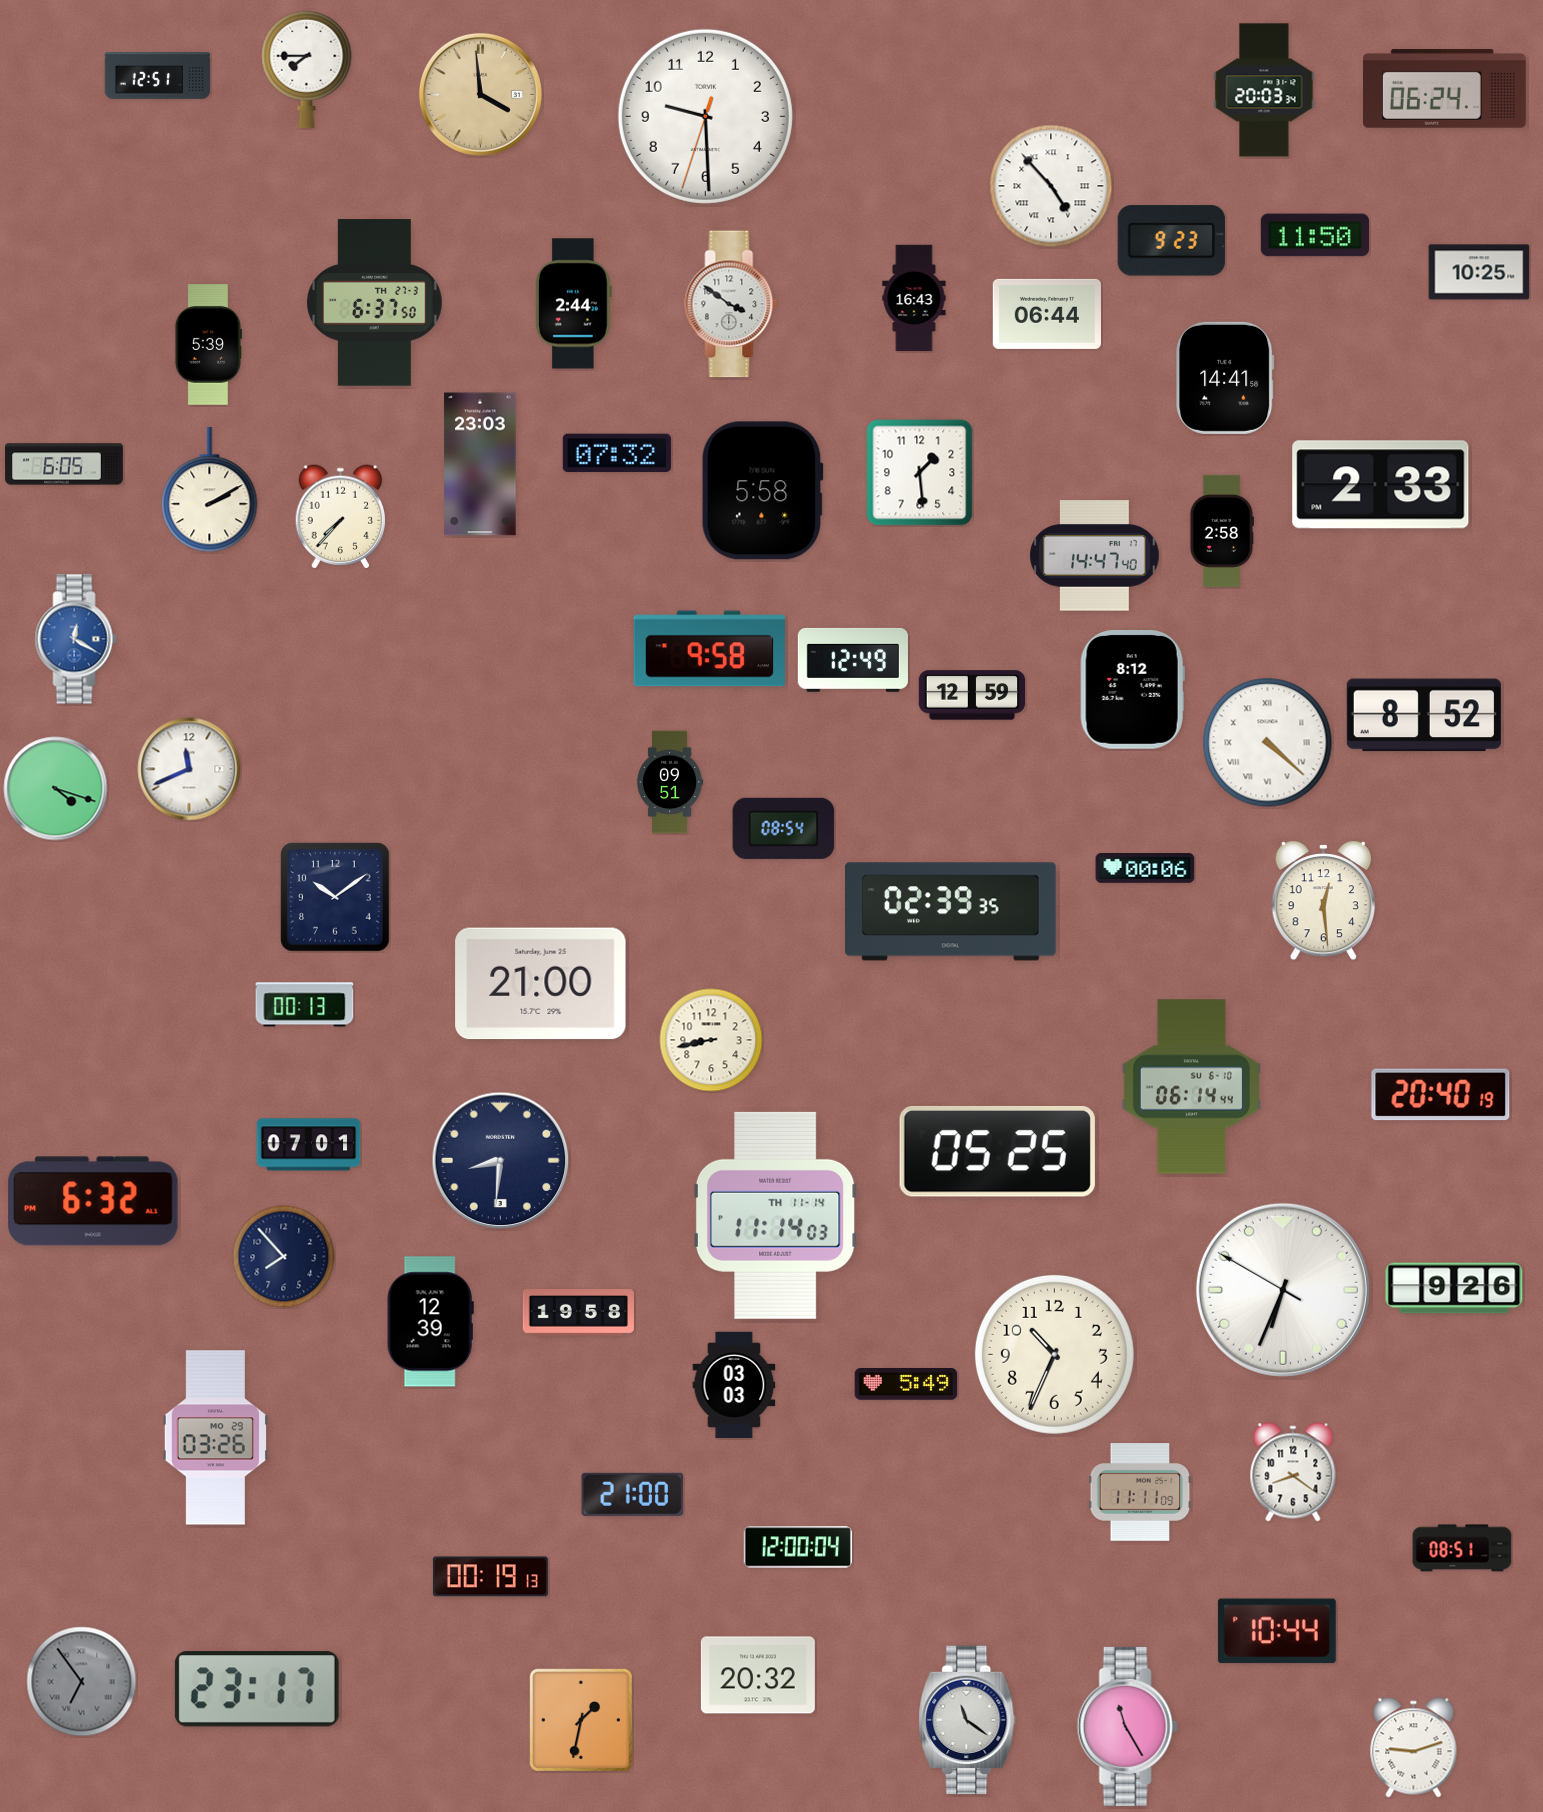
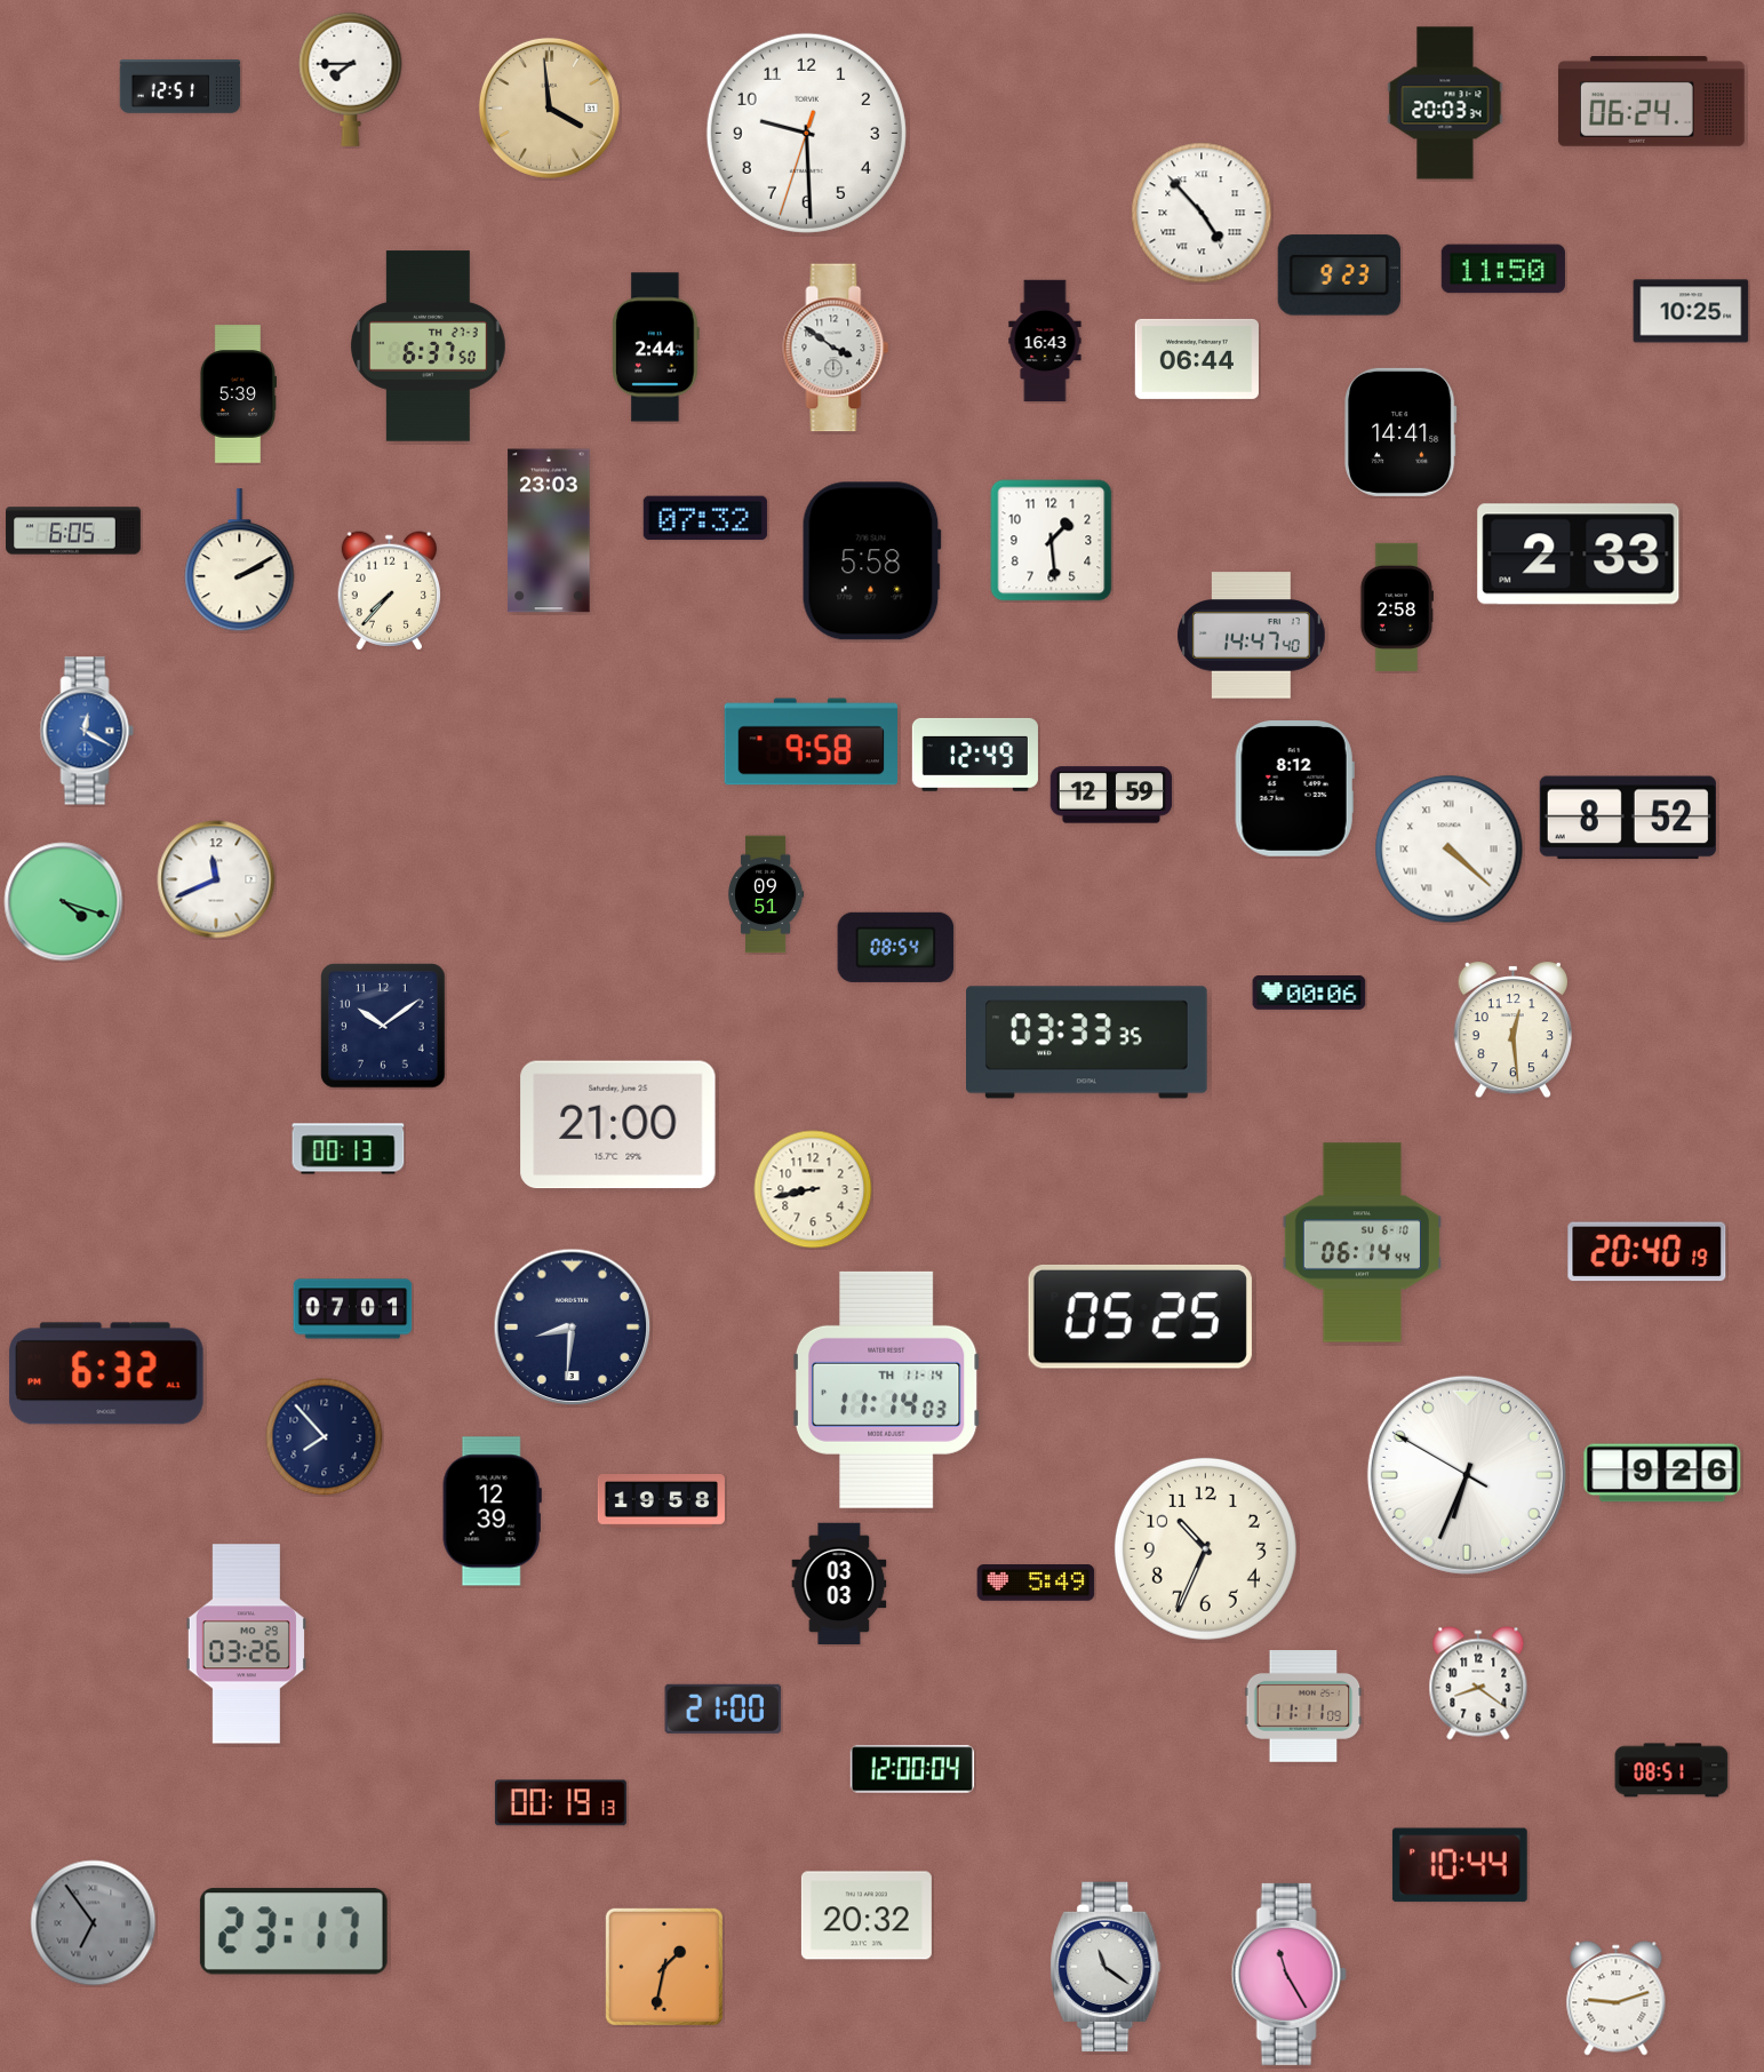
clock at (951, 912): 02:39 -> 03:33
